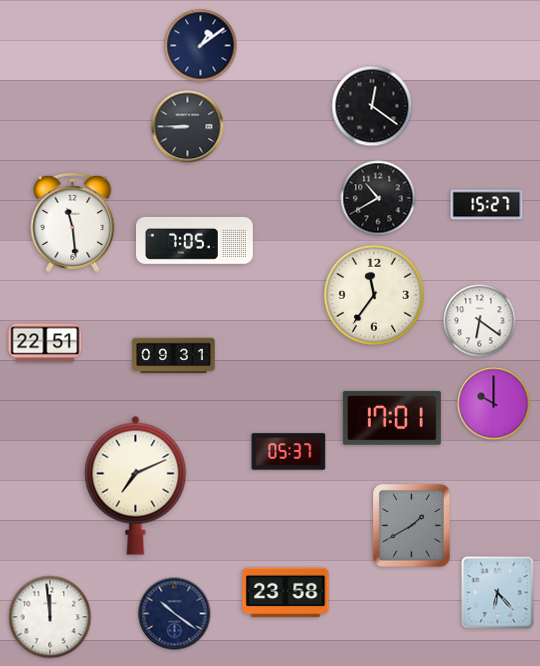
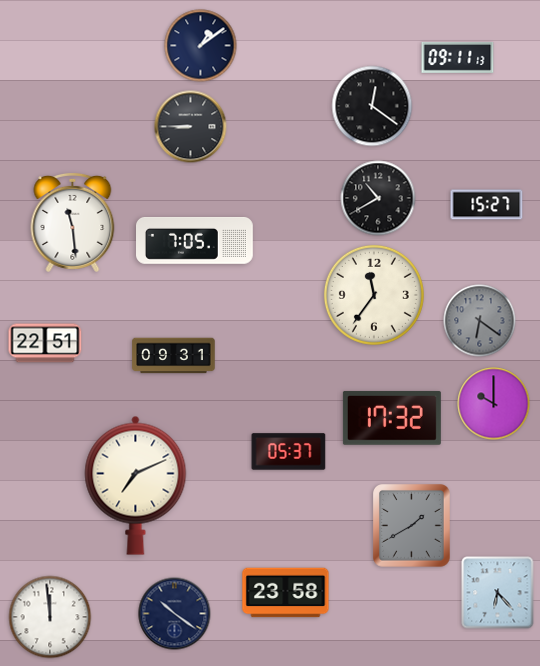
clock at (458, 57): none -> 09:11
clock at (188, 127) position: (188, 127) -> (191, 127)
clock at (480, 321) dial: white -> grey
clock at (392, 418): 17:01 -> 17:32
